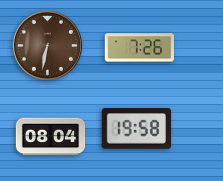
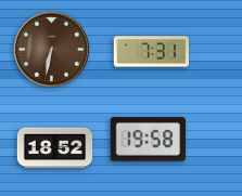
clock at (139, 48): 7:26 -> 7:31
clock at (51, 137): 08:04 -> 18:52
